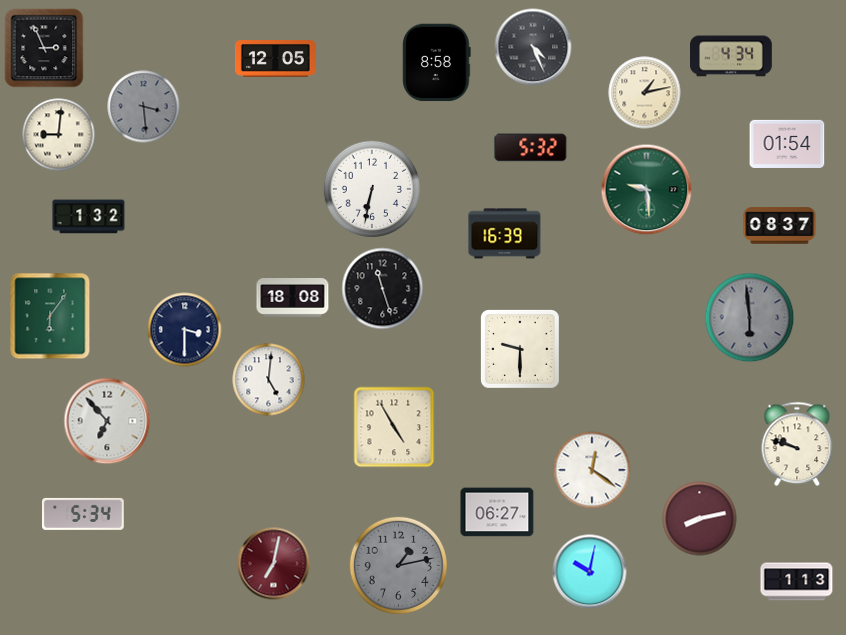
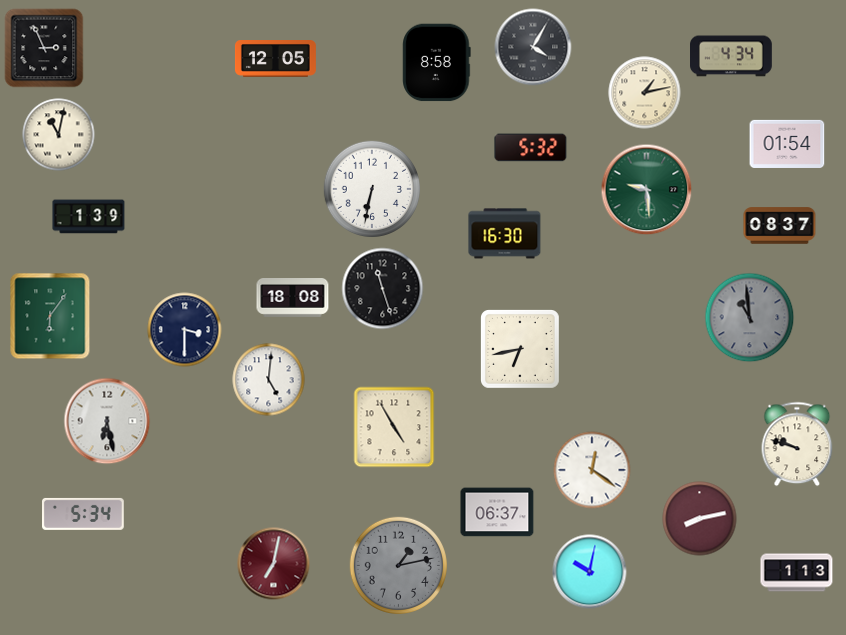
clock at (533, 47): 4:26 -> 4:05
clock at (144, 107): 3:29 -> none
clock at (59, 135): 9:01 -> 11:02
clock at (89, 217): 1:32 -> 1:39
clock at (505, 234): 16:39 -> 16:30
clock at (750, 318): 5:59 -> 10:59
clock at (521, 350): 9:30 -> 6:43
clock at (107, 421): 6:53 -> 6:28
clock at (497, 512): 06:27 -> 06:37
clock at (797, 582) position: (797, 582) -> (797, 573)
